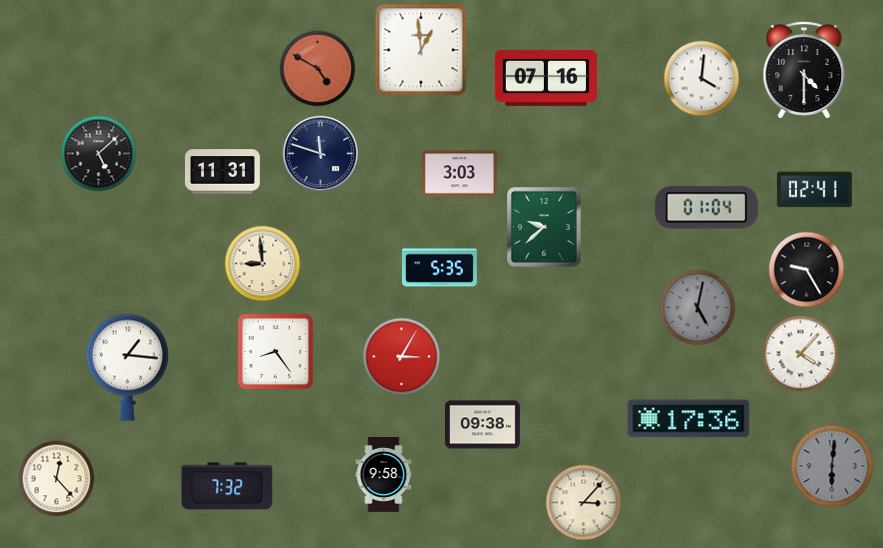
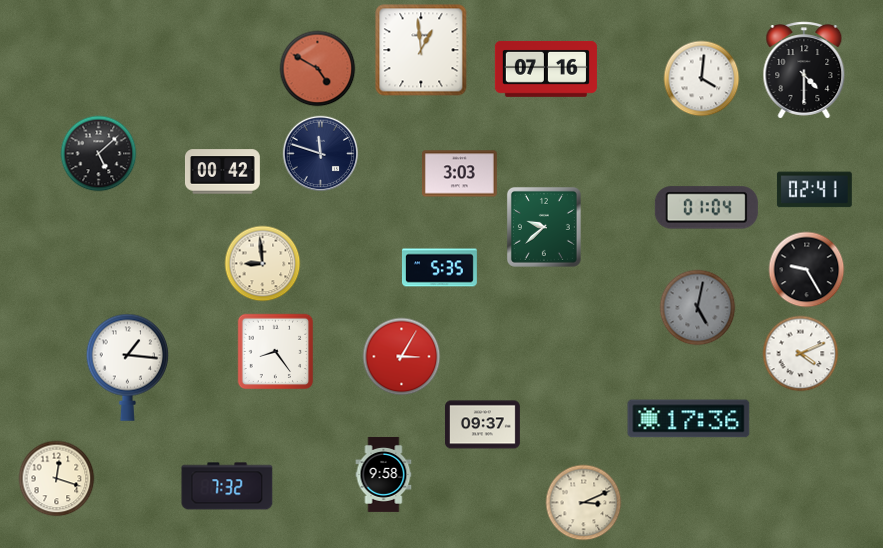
clock at (546, 78) position: (546, 78) -> (546, 69)
clock at (222, 172): 11:31 -> 00:42
clock at (801, 354): 4:07 -> 4:11
clock at (482, 425): 09:38 -> 09:37
clock at (832, 466): 6:01 -> none
clock at (57, 479): 12:23 -> 12:18
clock at (584, 503): 3:07 -> 3:11
